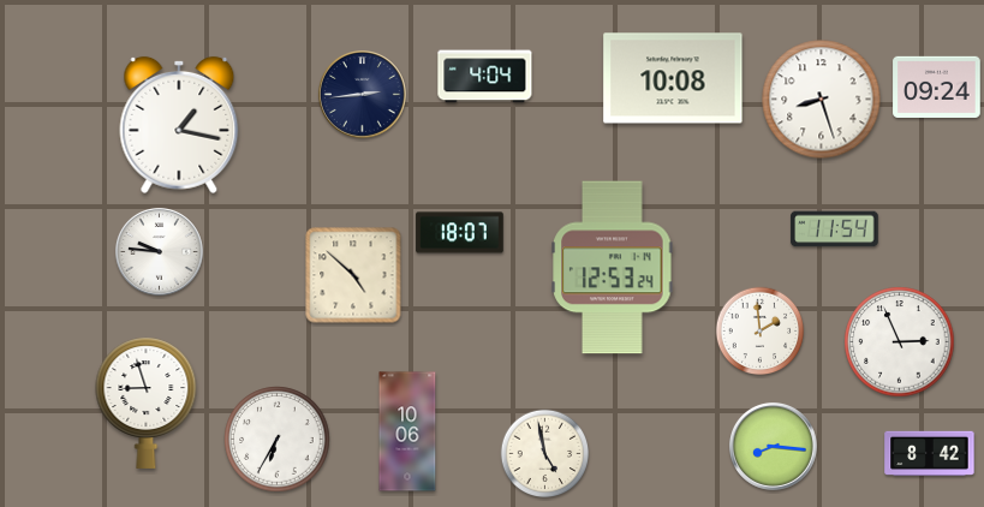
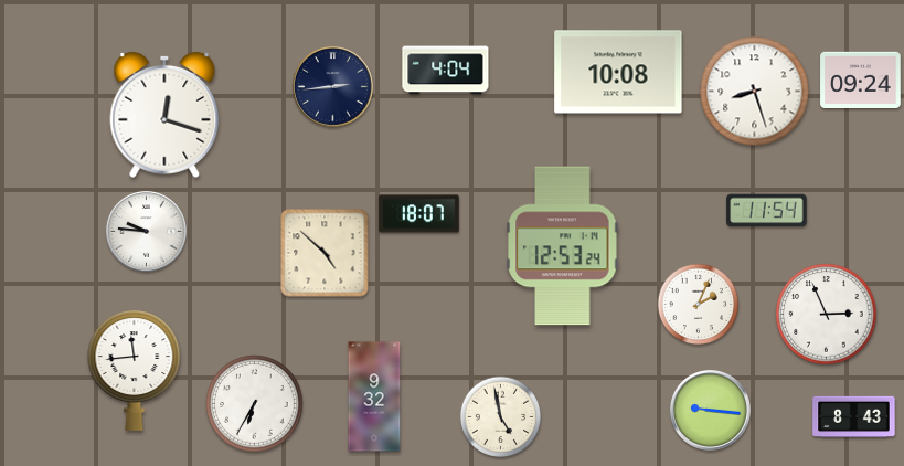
clock at (179, 125): 1:17 -> 12:18
clock at (460, 233) position: (460, 233) -> (419, 214)
clock at (761, 332): 1:59 -> 2:04
clock at (147, 402): 8:57 -> 11:44
clock at (407, 431): 10:06 -> 9:32
clock at (774, 446): 8:16 -> 9:16
clock at (930, 453): 8:42 -> 8:43
